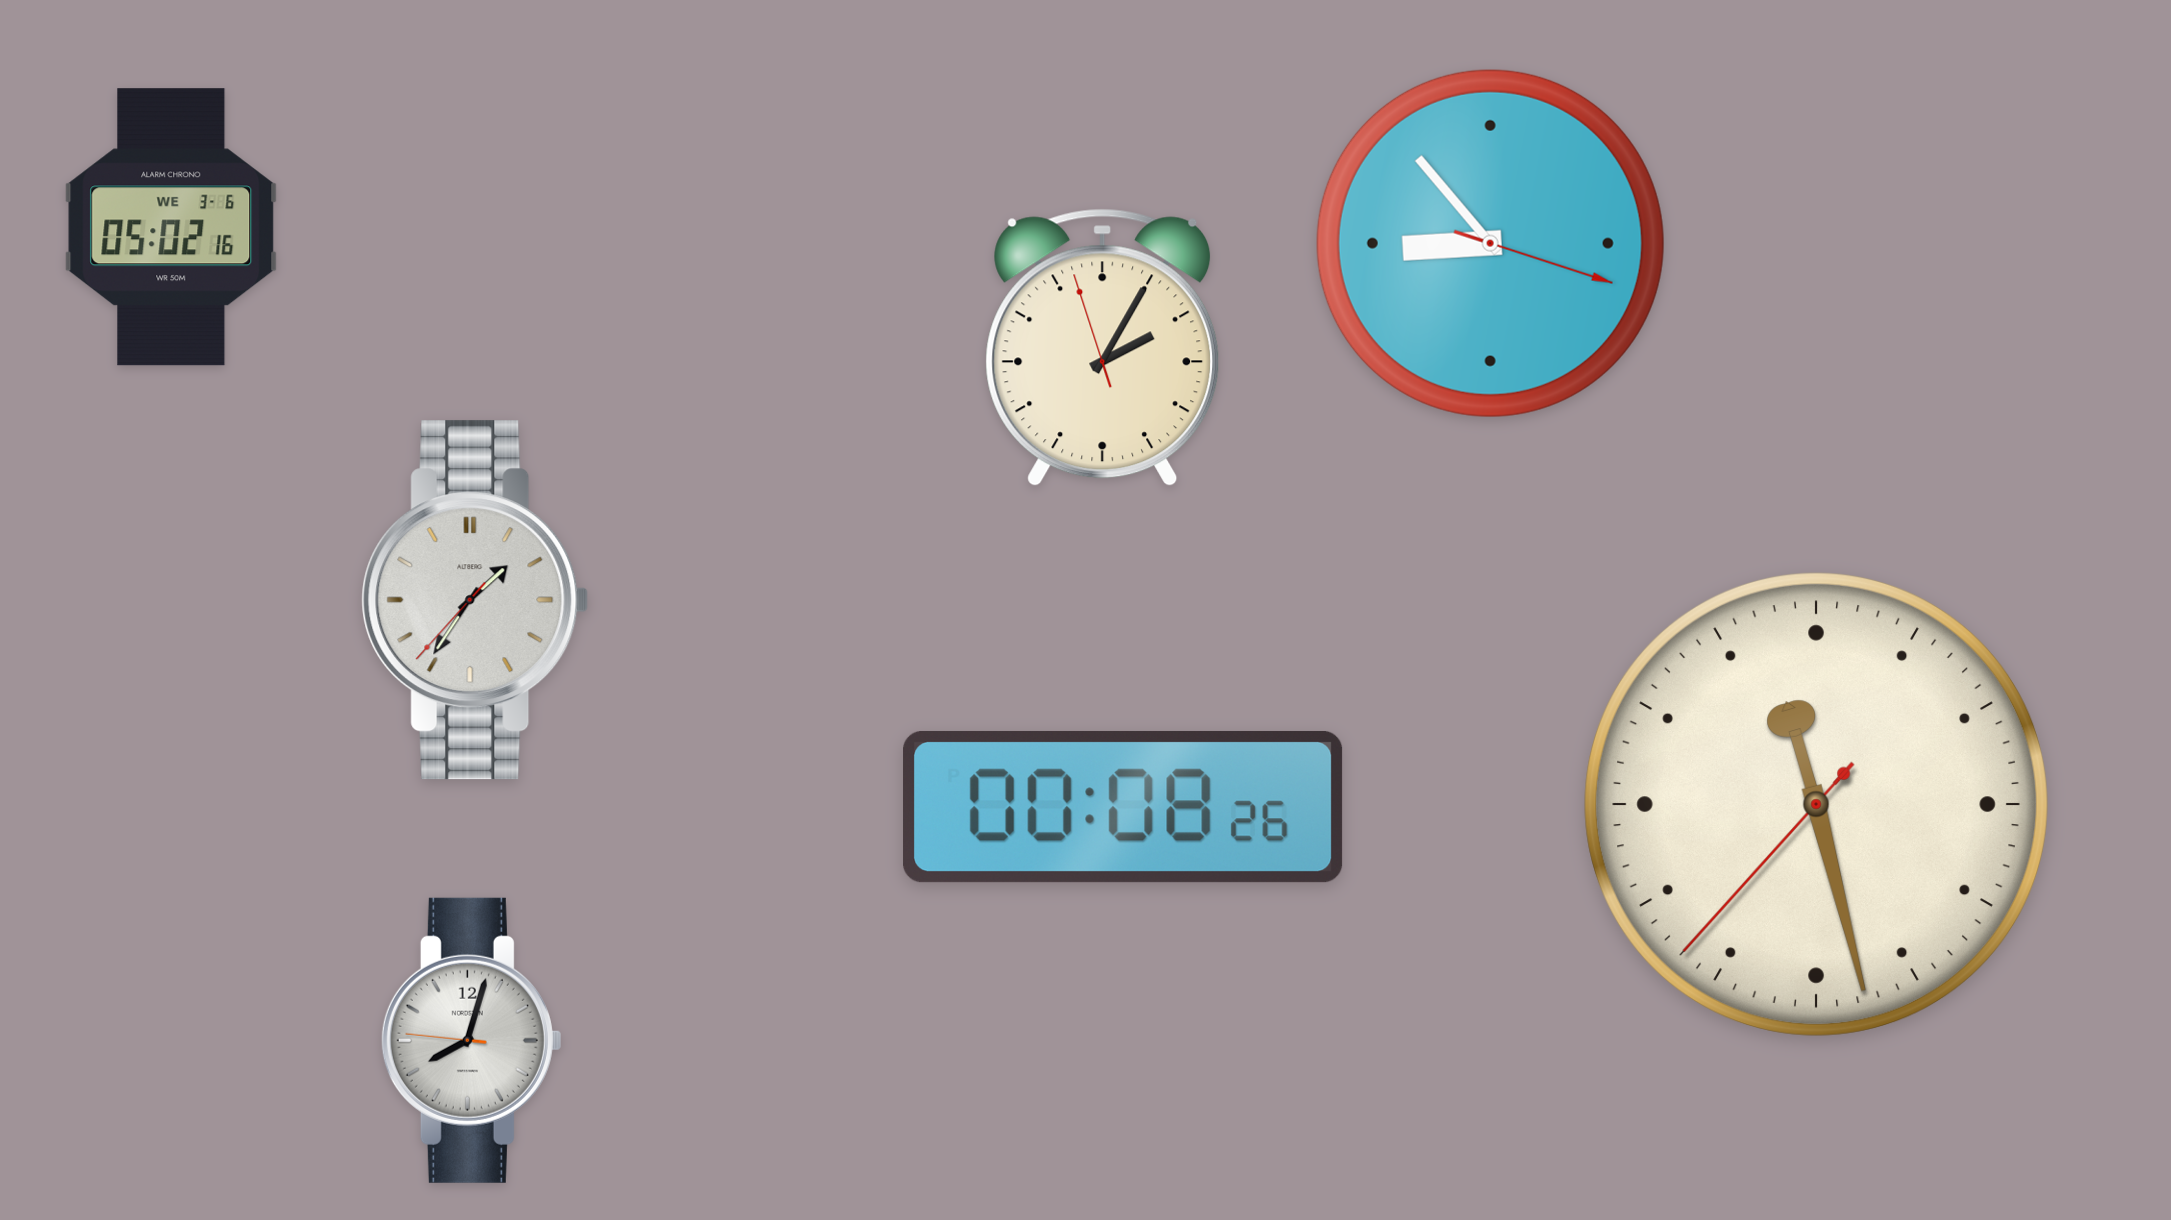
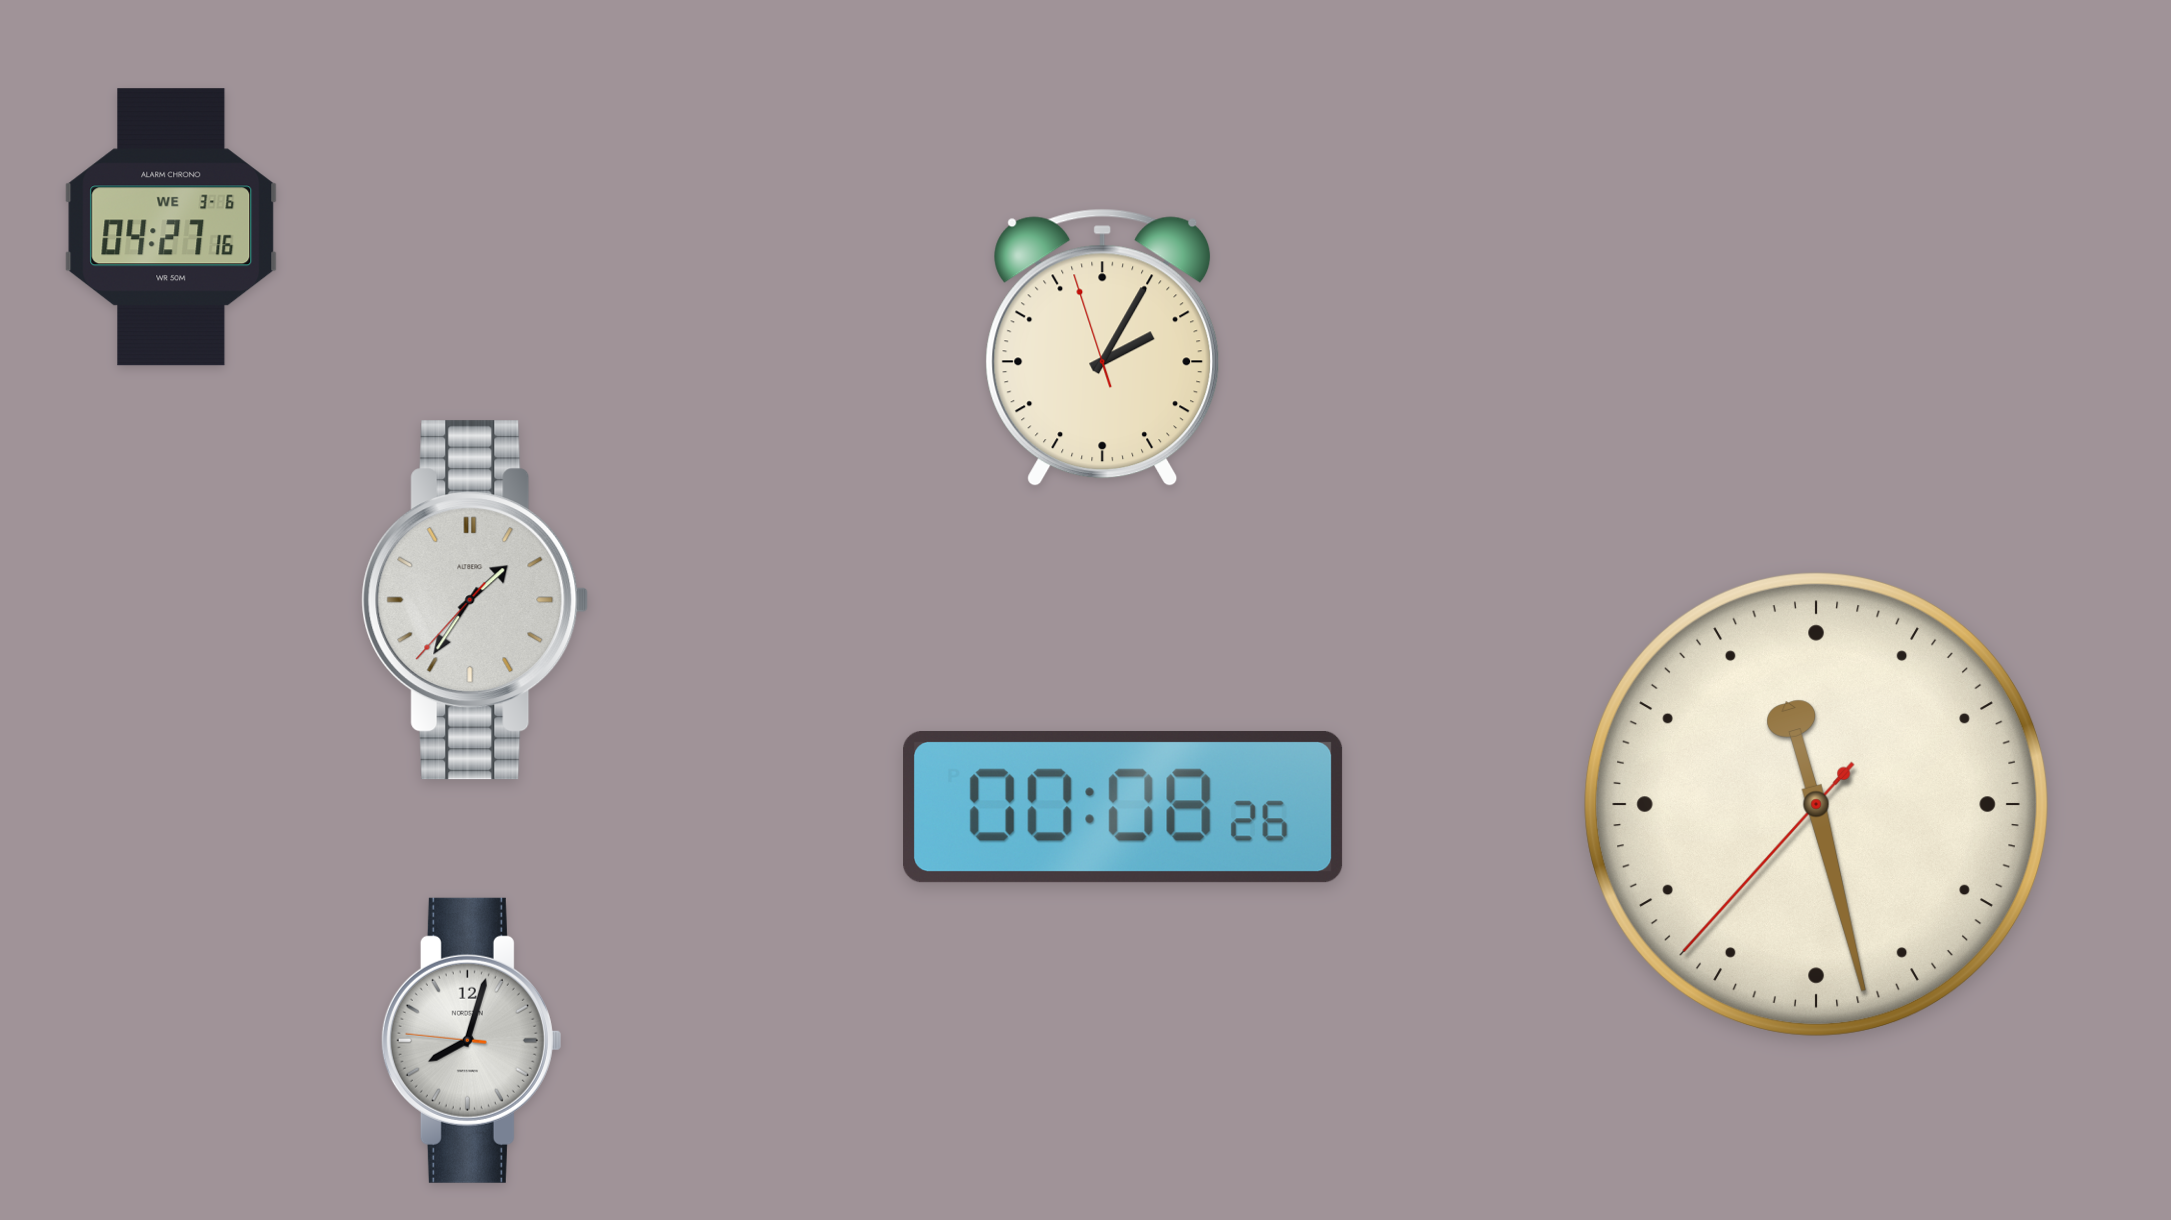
clock at (171, 227): 05:02 -> 04:27
clock at (1490, 243): 8:53 -> none
